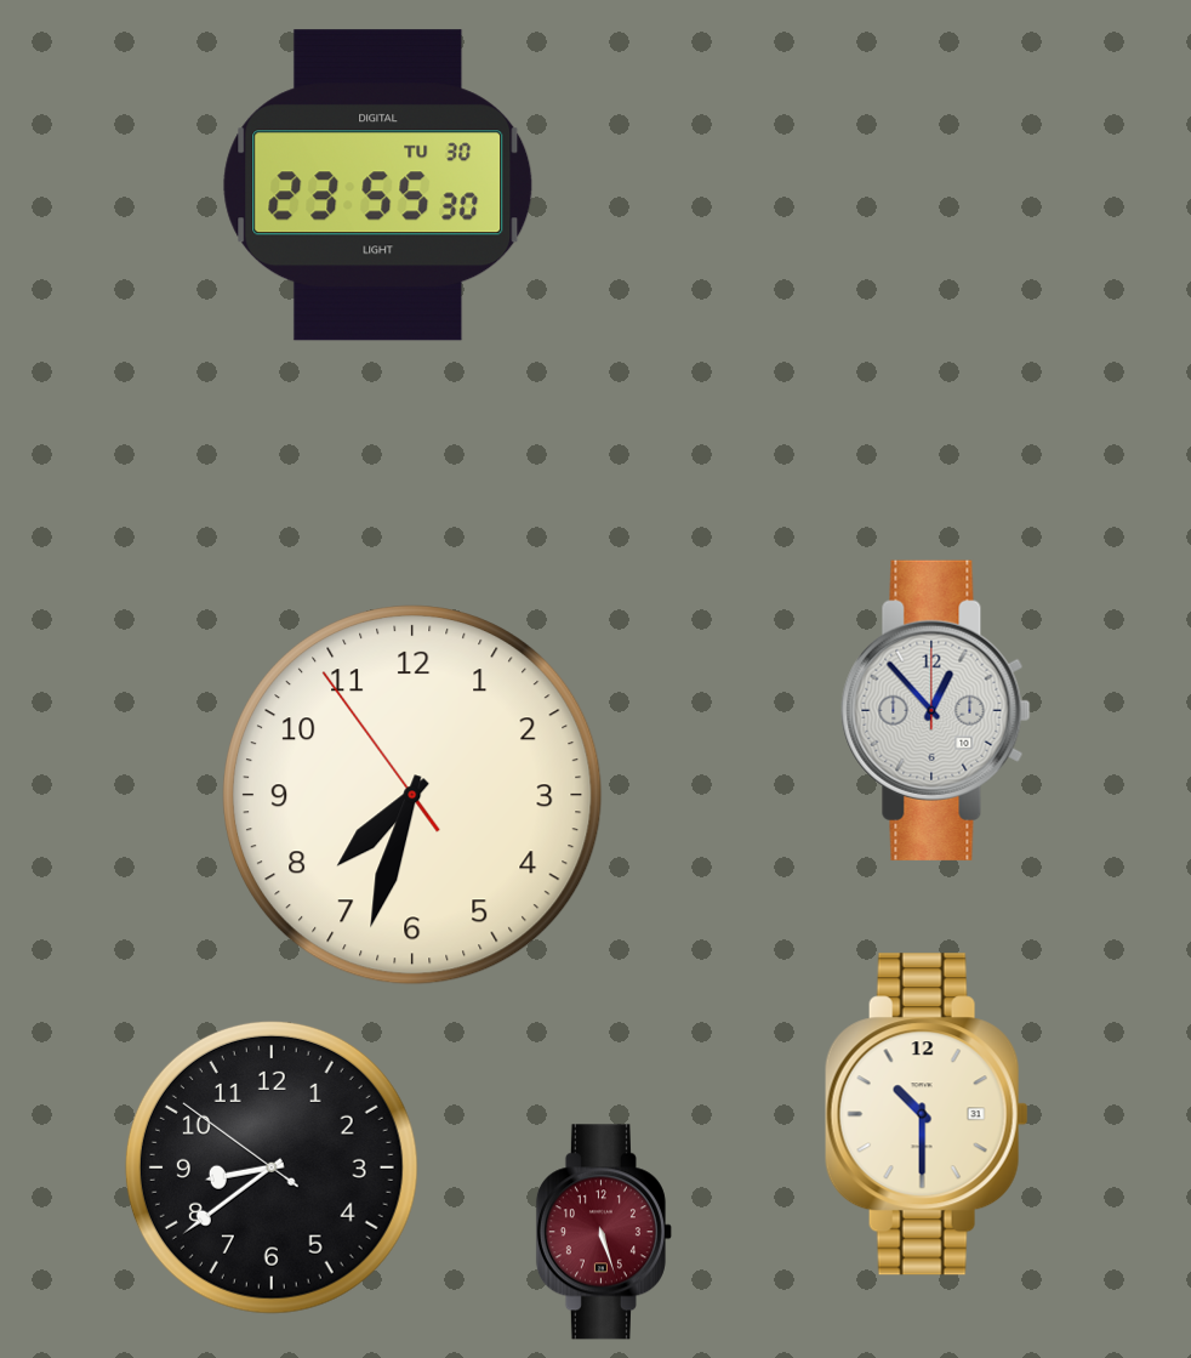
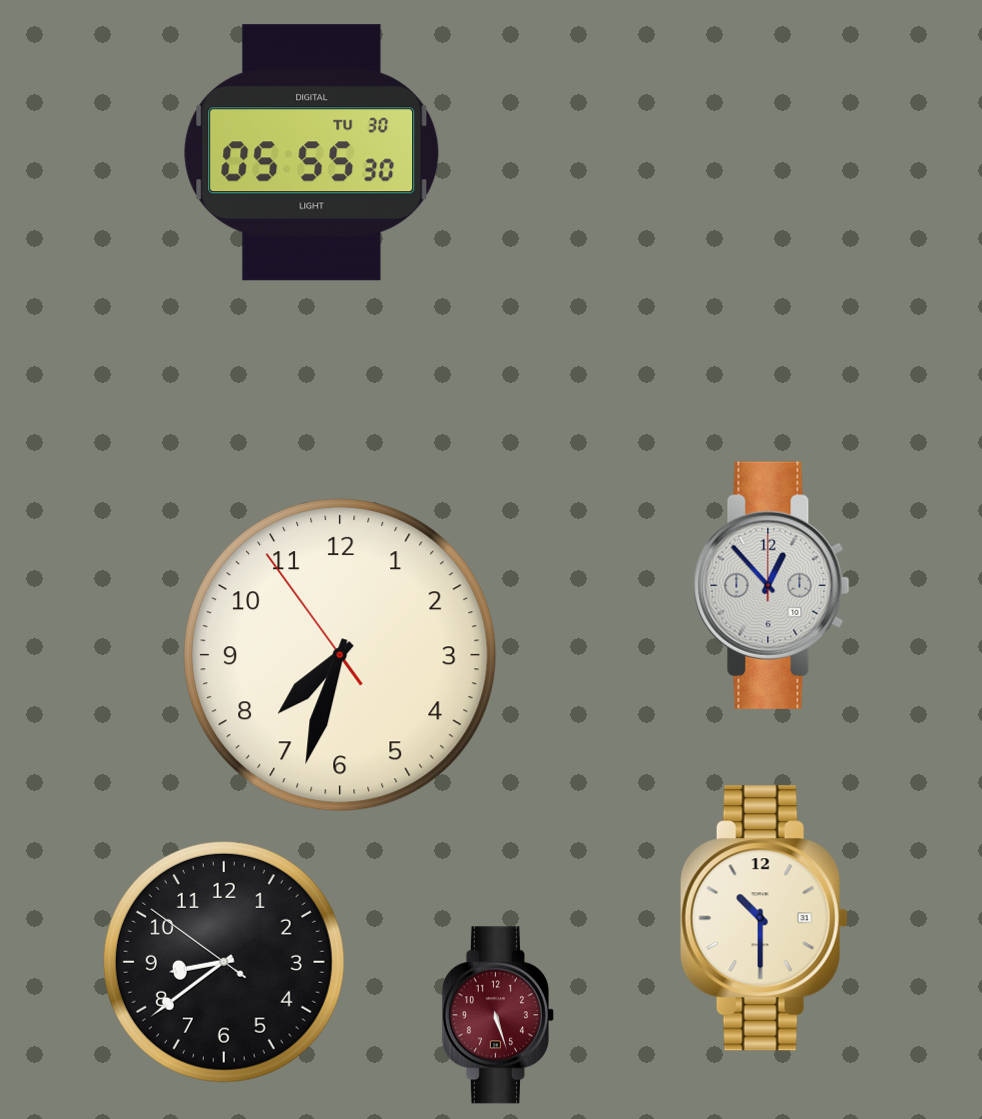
clock at (378, 186): 23:55 -> 05:55
